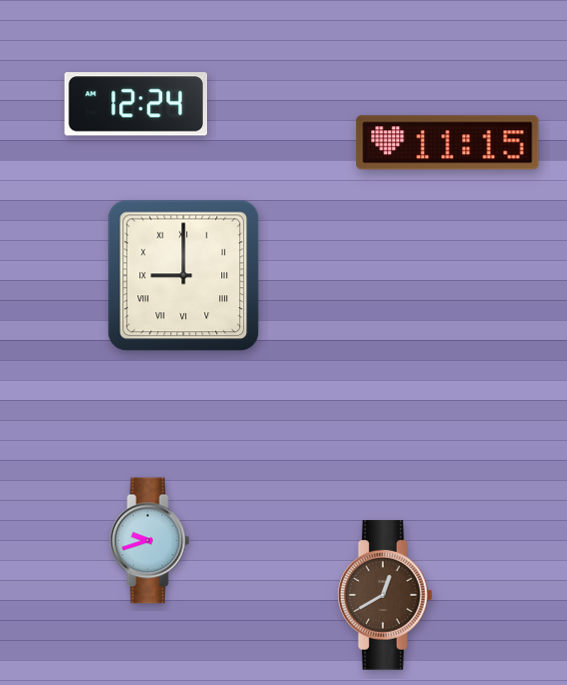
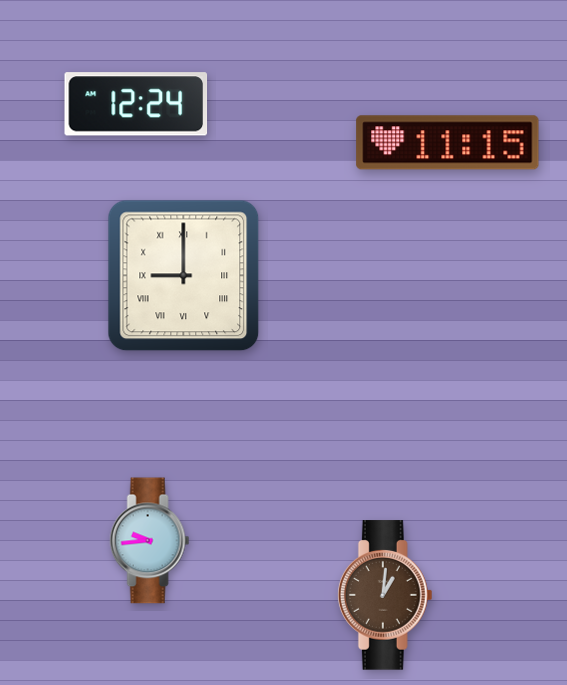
clock at (150, 541): 9:42 -> 9:44
clock at (385, 595): 12:40 -> 1:01
